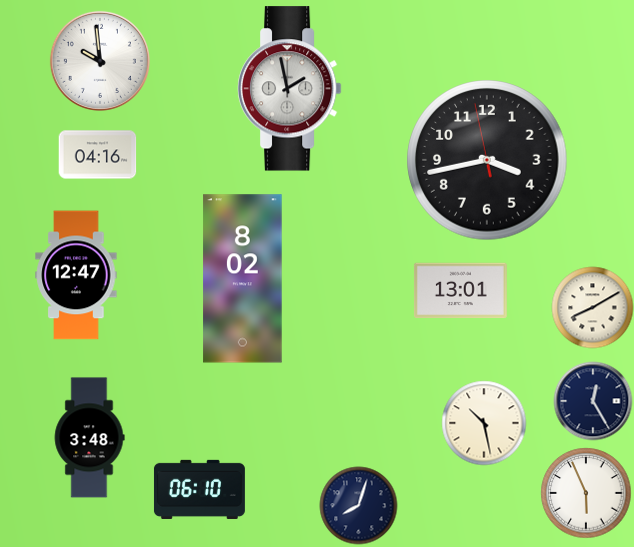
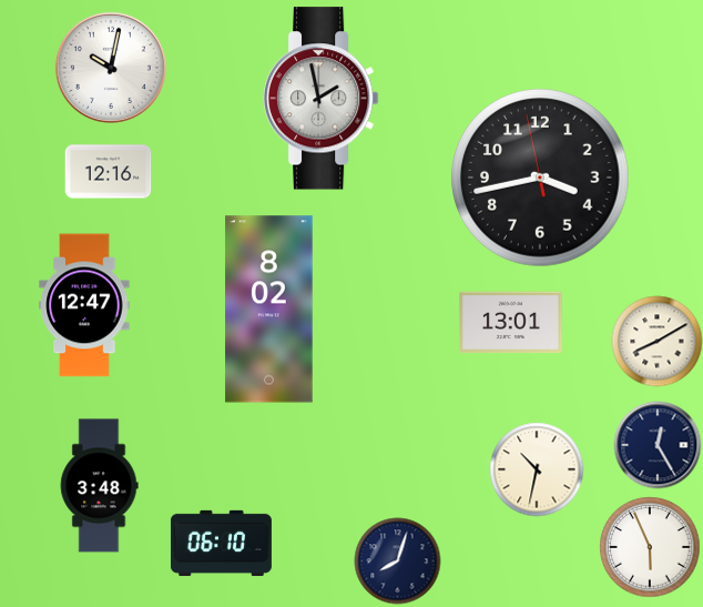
clock at (100, 61): 9:59 -> 10:02
clock at (97, 155): 04:16 -> 12:16
clock at (484, 423): 10:28 -> 10:32
